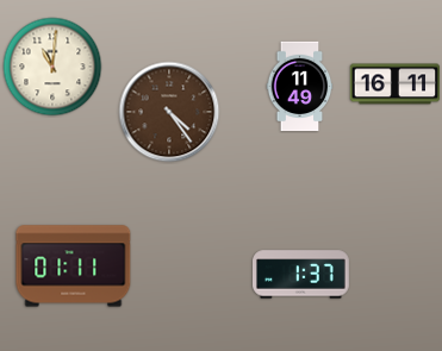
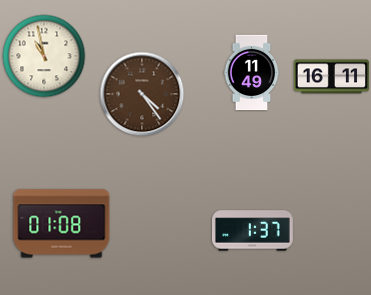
clock at (52, 67): 11:01 -> 10:58
clock at (396, 84) position: (396, 84) -> (332, 77)
clock at (74, 267): 01:11 -> 01:08
